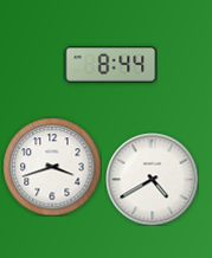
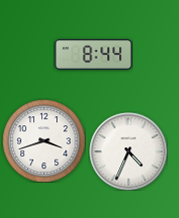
clock at (152, 179): 4:40 -> 4:34
